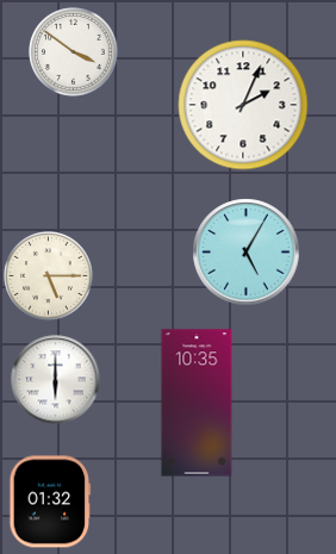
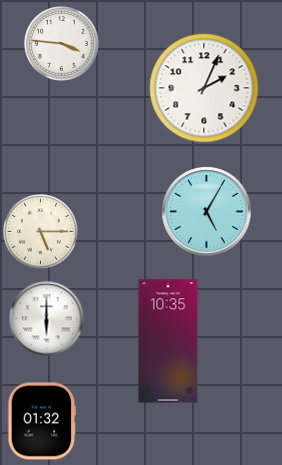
clock at (74, 52): 3:51 -> 3:46
clock at (197, 403) position: (197, 403) -> (168, 341)
